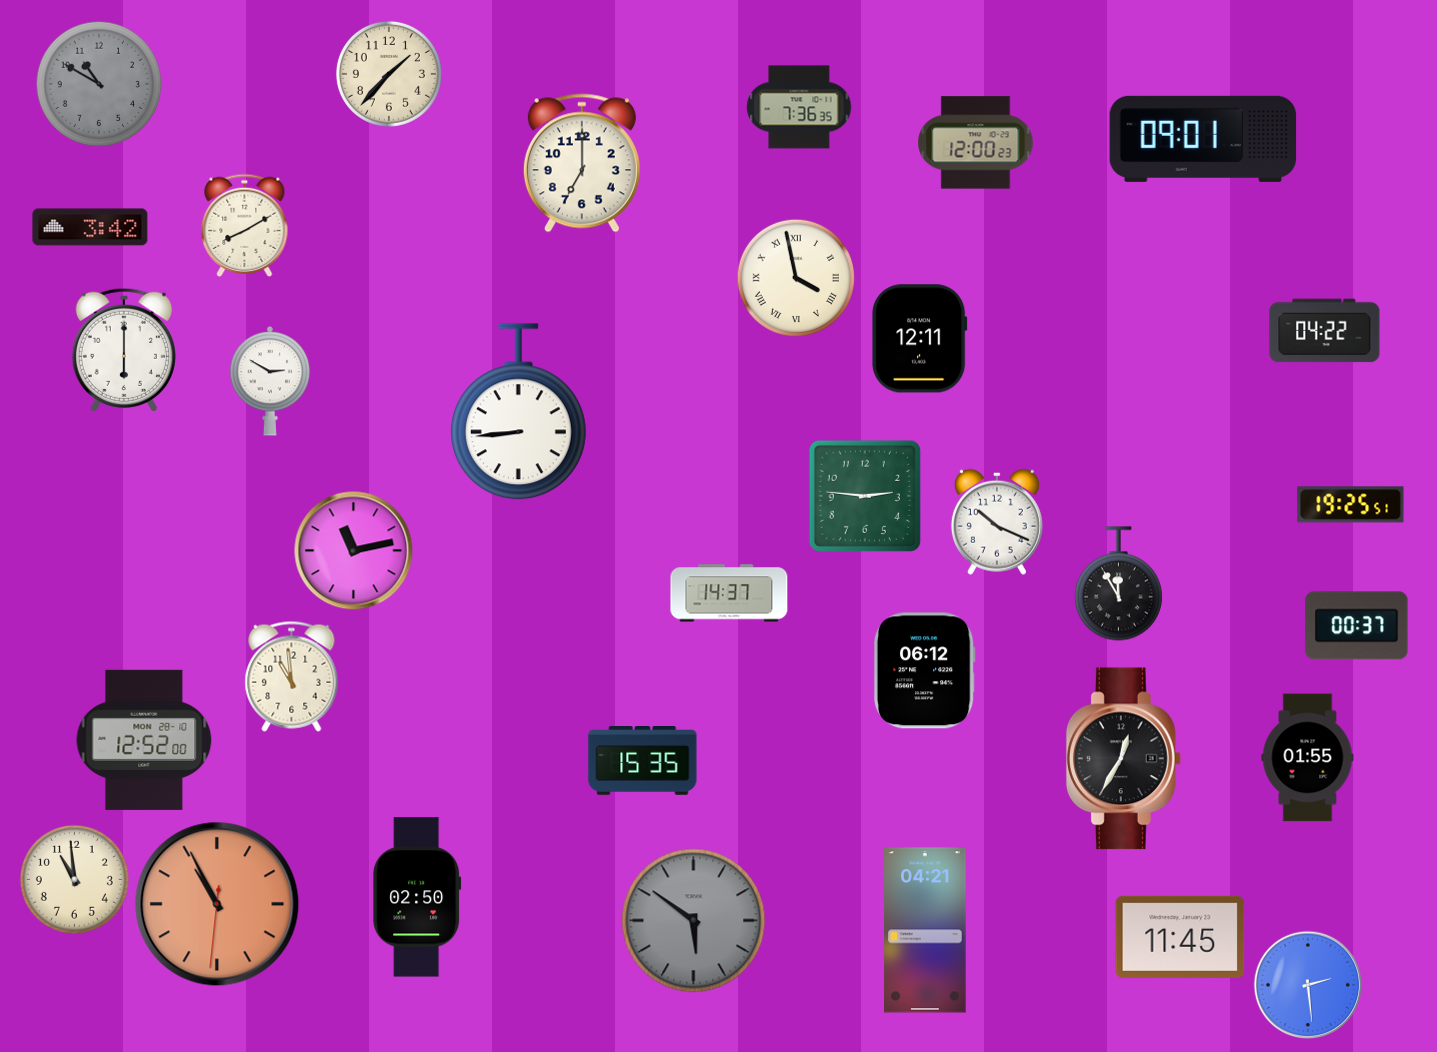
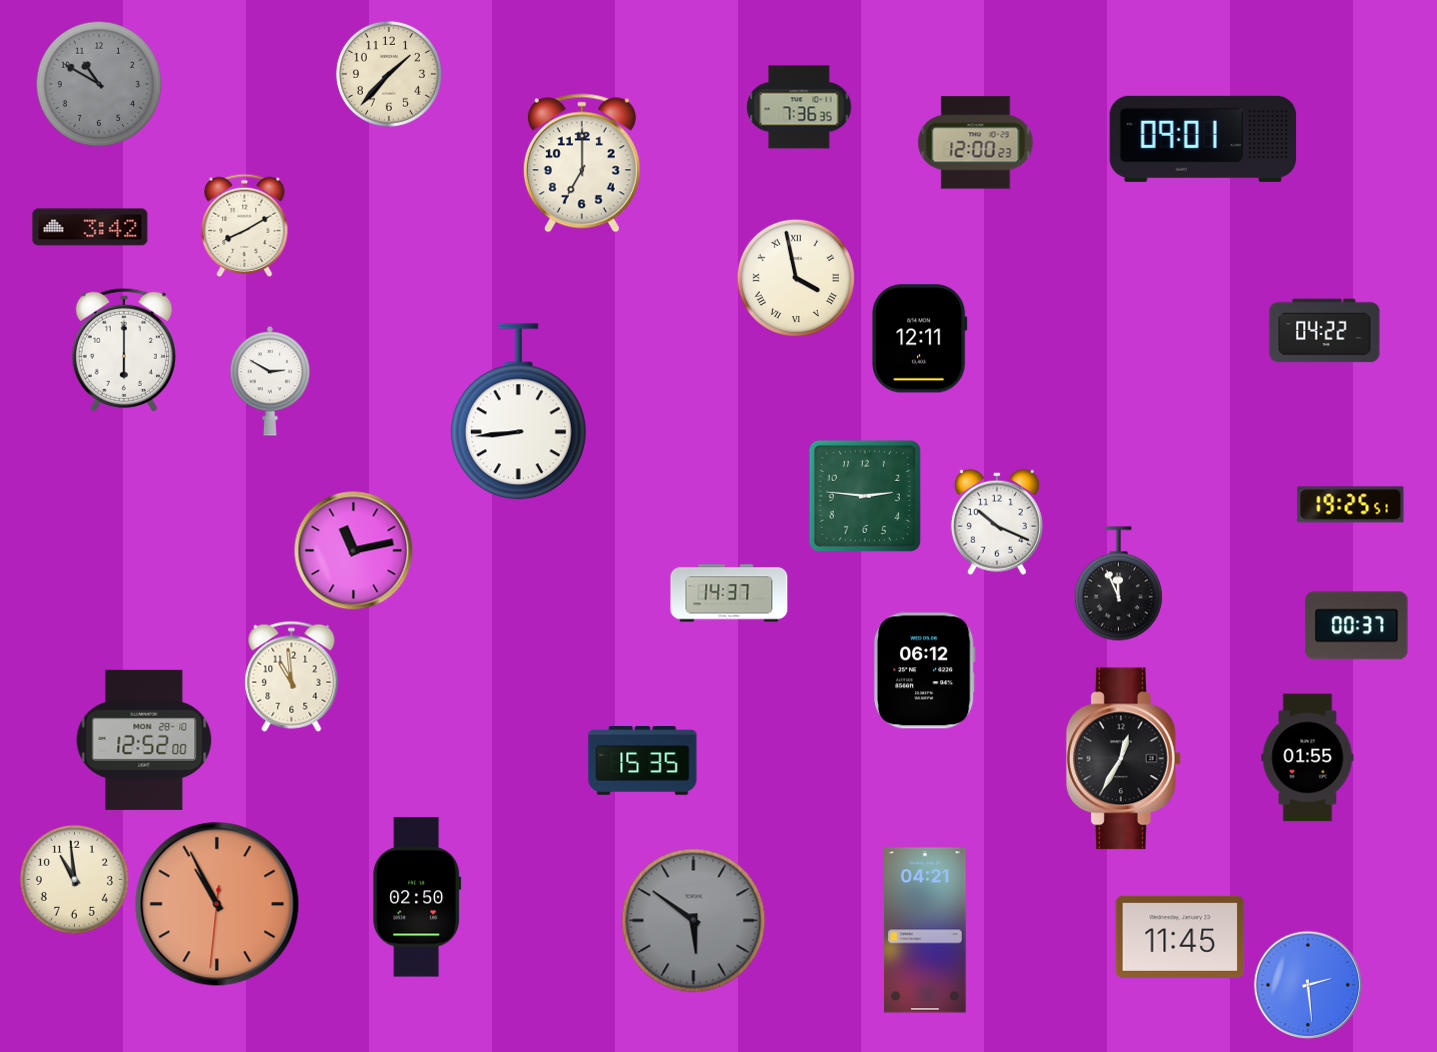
clock at (1118, 584): 11:55 -> 11:56
